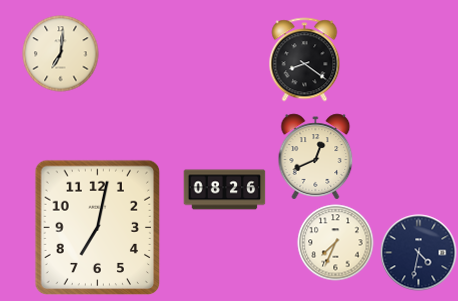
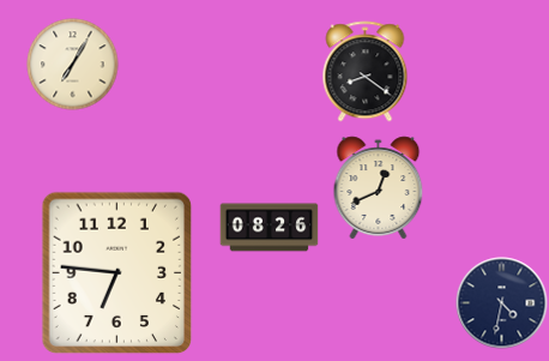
clock at (61, 54): 7:01 -> 7:05
clock at (98, 228): 7:02 -> 6:46
clock at (336, 243): 7:34 -> none
